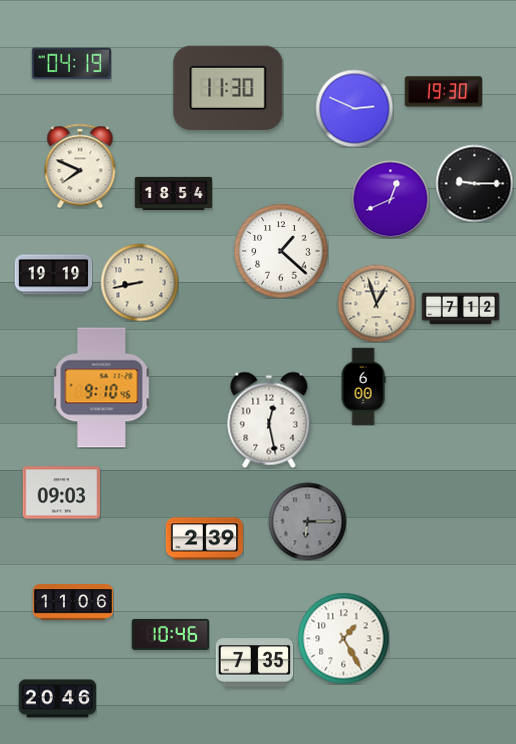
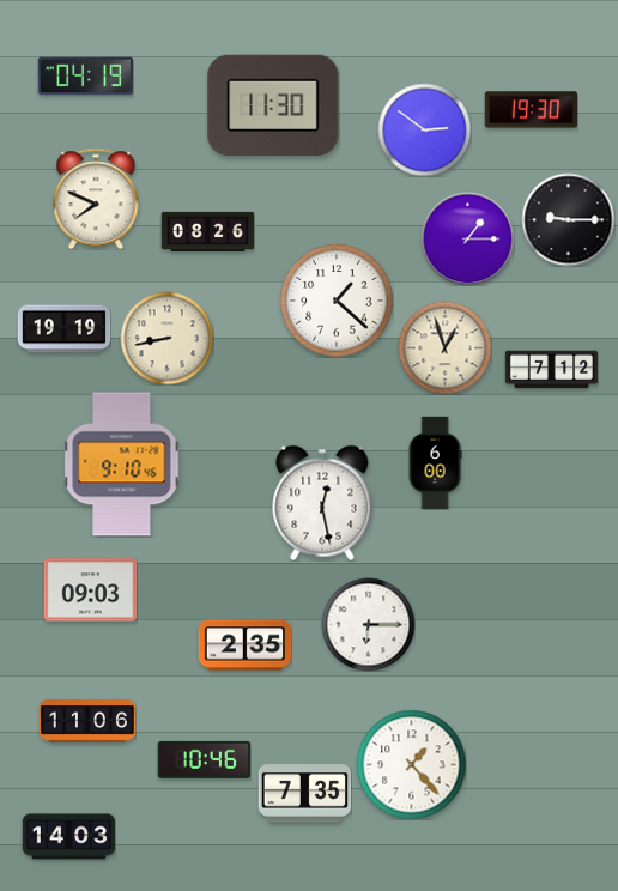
clock at (354, 108): 2:49 -> 2:51
clock at (173, 194): 18:54 -> 08:26
clock at (390, 199): 12:41 -> 1:15
clock at (376, 303) position: (376, 303) -> (444, 347)
clock at (61, 493) position: (61, 493) -> (90, 590)
clock at (307, 521) dial: grey -> white
clock at (204, 539): 2:39 -> 2:35
clock at (343, 638): 1:25 -> 1:23
clock at (57, 699): 20:46 -> 14:03
